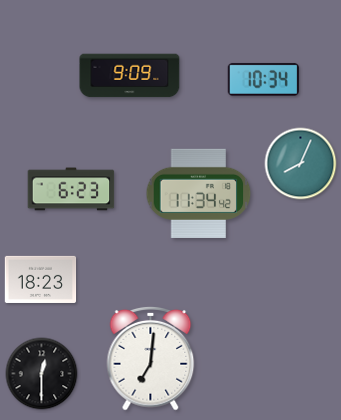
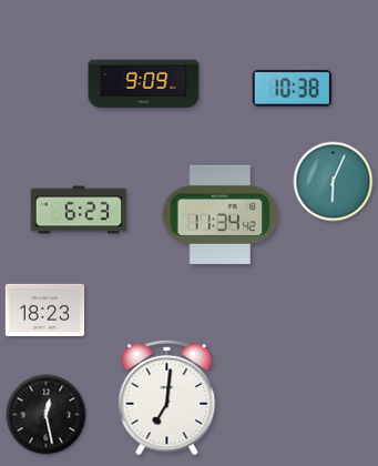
clock at (263, 79): 10:34 -> 10:38
clock at (301, 164): 8:04 -> 6:04
clock at (42, 374): 12:30 -> 12:28
